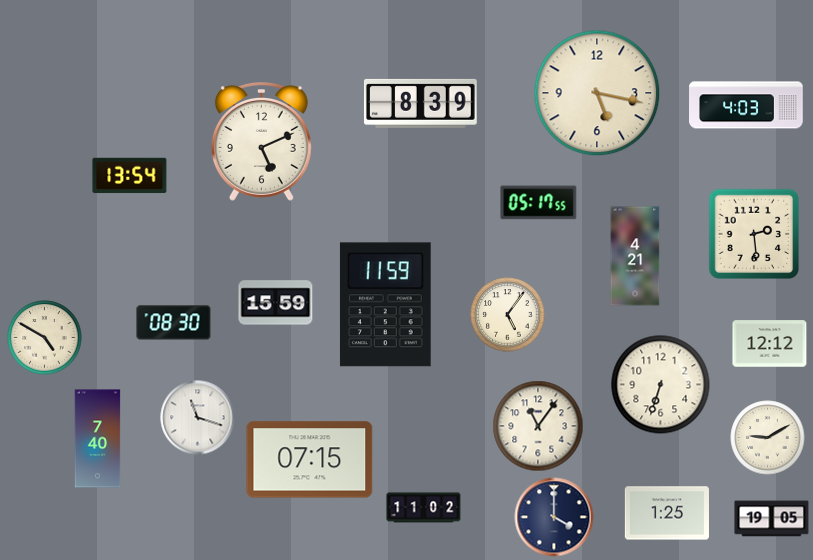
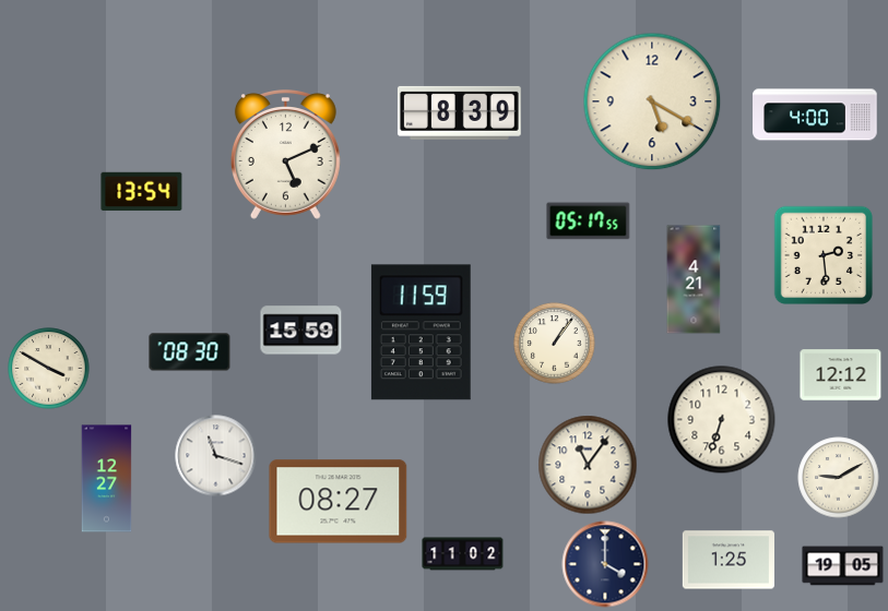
clock at (597, 93): 5:17 -> 5:20
clock at (746, 105): 4:03 -> 4:00
clock at (508, 315): 5:06 -> 1:06
clock at (45, 338): 4:50 -> 3:50
clock at (98, 439): 7:40 -> 12:27
clock at (310, 460): 07:15 -> 08:27
